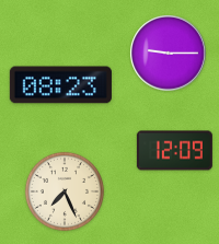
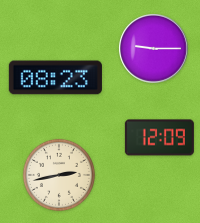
clock at (65, 191): 7:26 -> 2:43
